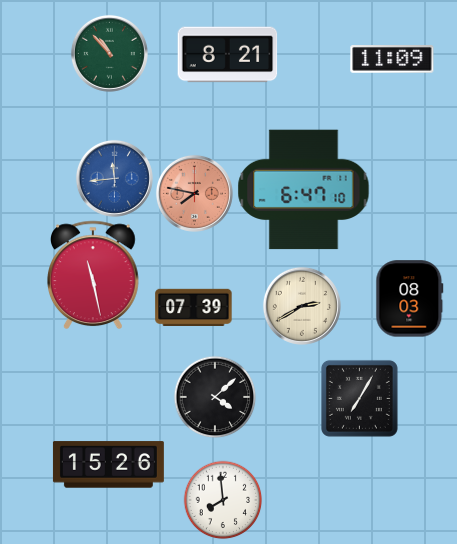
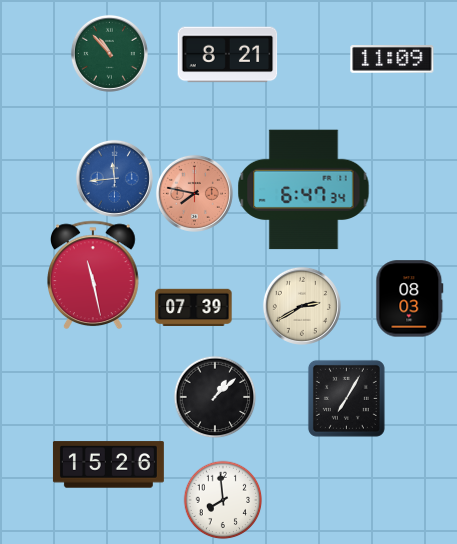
clock at (304, 190): 6:47:10 -> 6:47:34
clock at (215, 397): 4:08 -> 1:08
clock at (359, 398) position: (359, 398) -> (346, 398)
